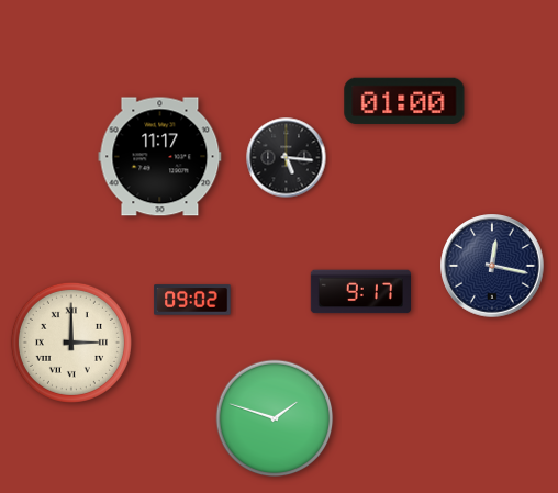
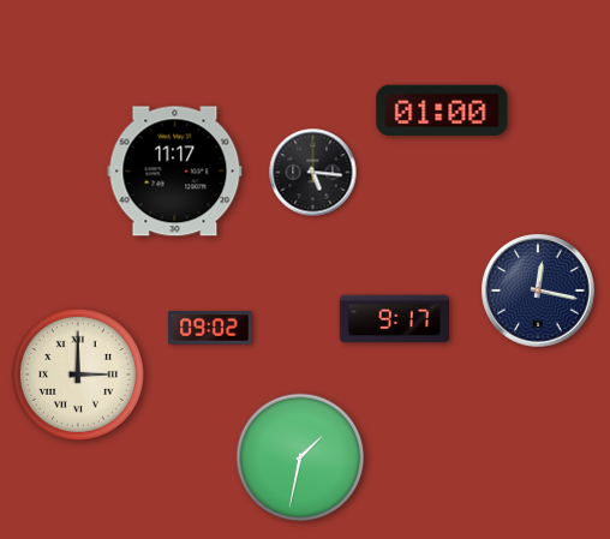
clock at (275, 418): 1:48 -> 1:32
